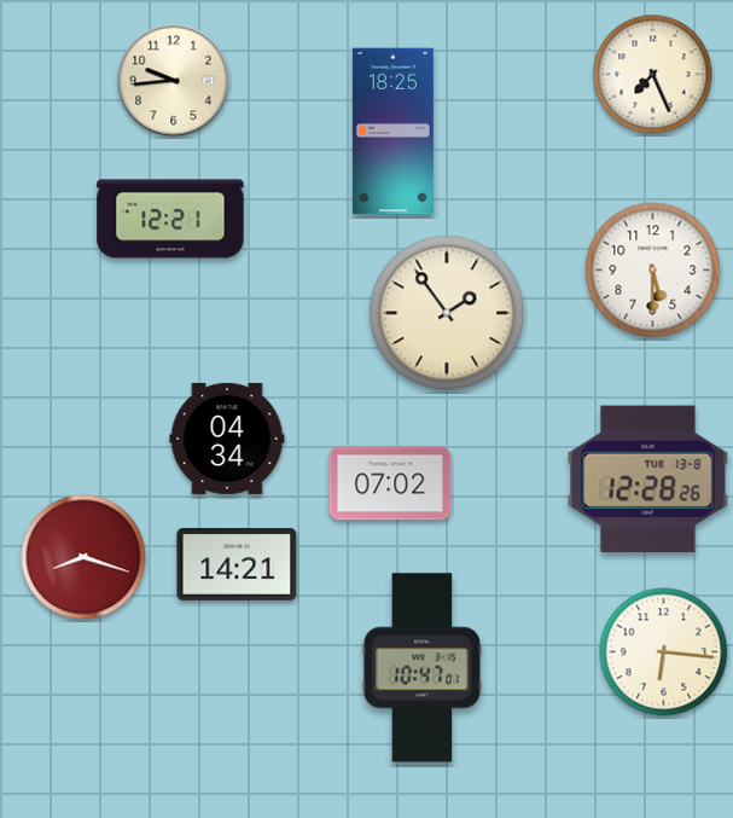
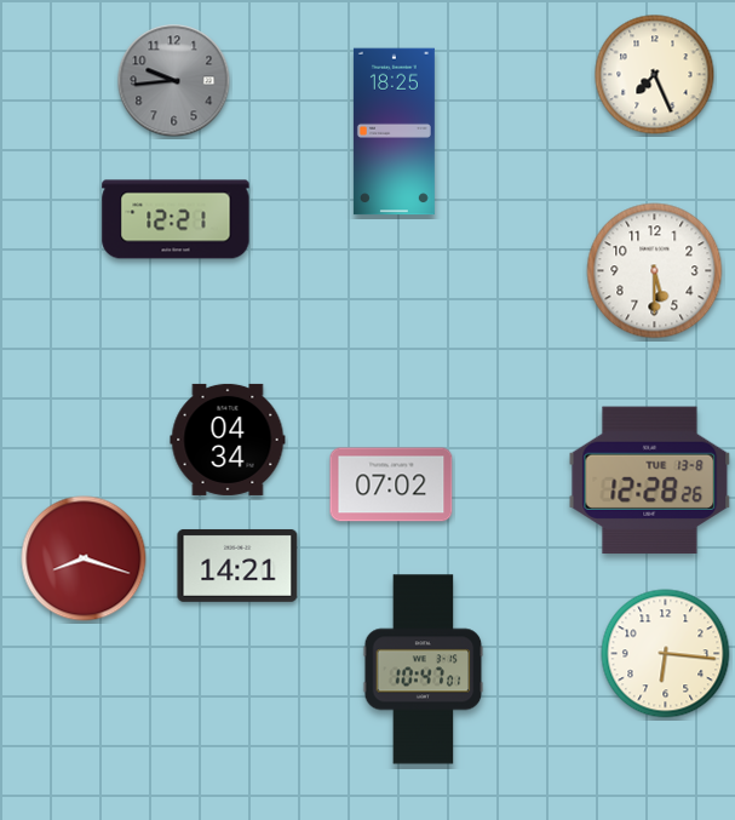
clock at (174, 81) dial: cream -> grey
clock at (170, 219) position: (170, 219) -> (176, 219)
clock at (447, 313): 1:54 -> none
